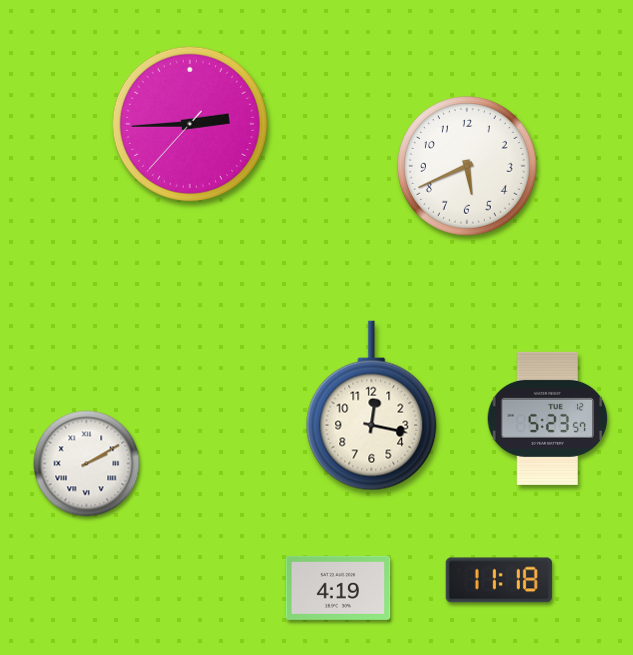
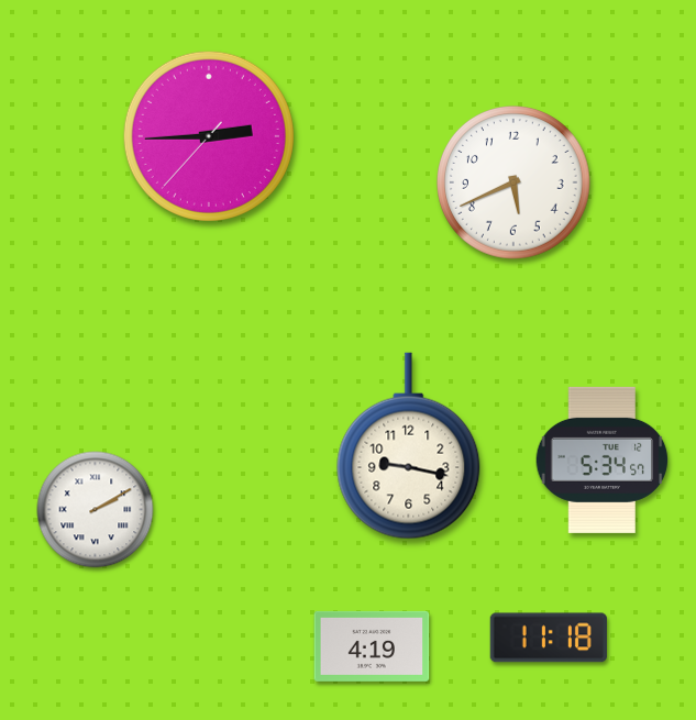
clock at (372, 406): 12:17 -> 9:17
clock at (548, 418): 5:23 -> 5:34
